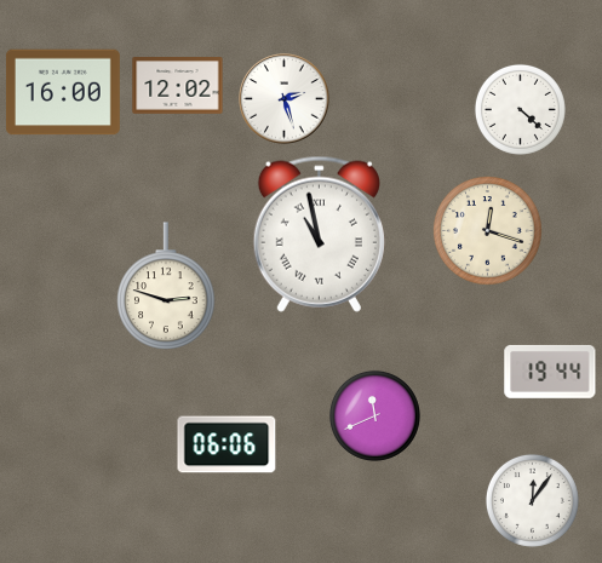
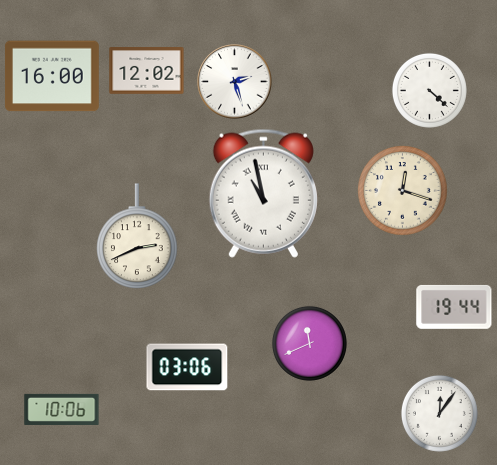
clock at (166, 286): 2:48 -> 2:41
clock at (227, 444): 06:06 -> 03:06
clock at (62, 409): none -> 10:06
